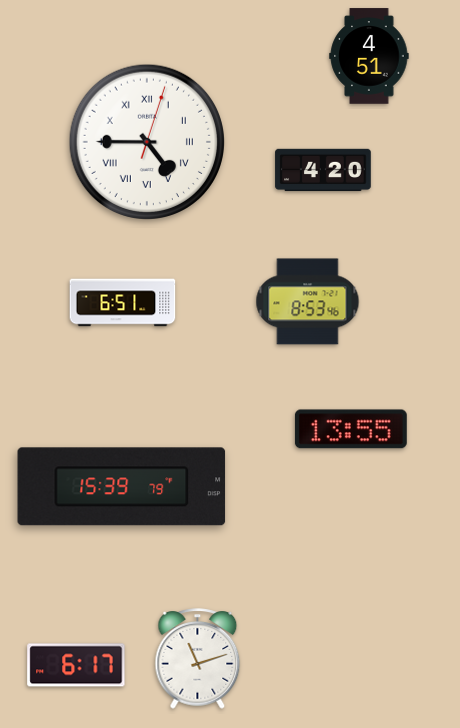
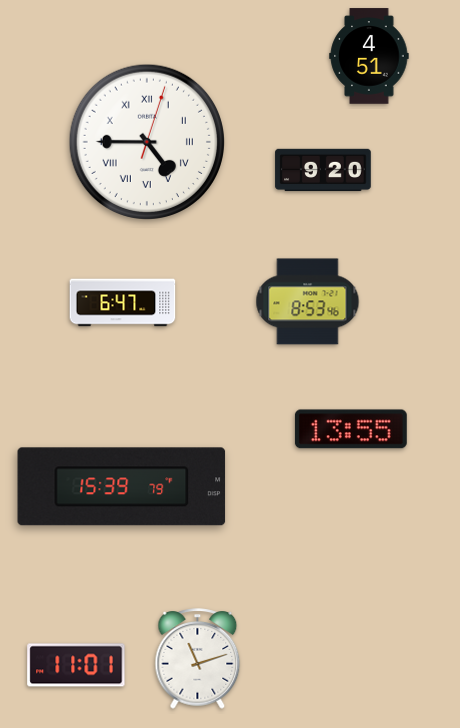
clock at (323, 170): 4:20 -> 9:20
clock at (123, 303): 6:51 -> 6:47
clock at (76, 665): 6:17 -> 11:01
